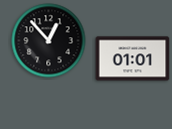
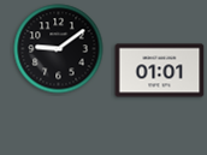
clock at (49, 41): 12:53 -> 9:09
